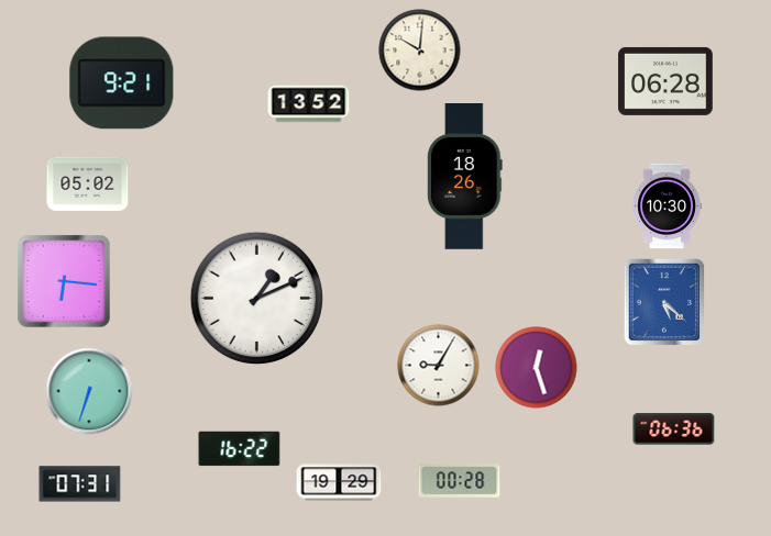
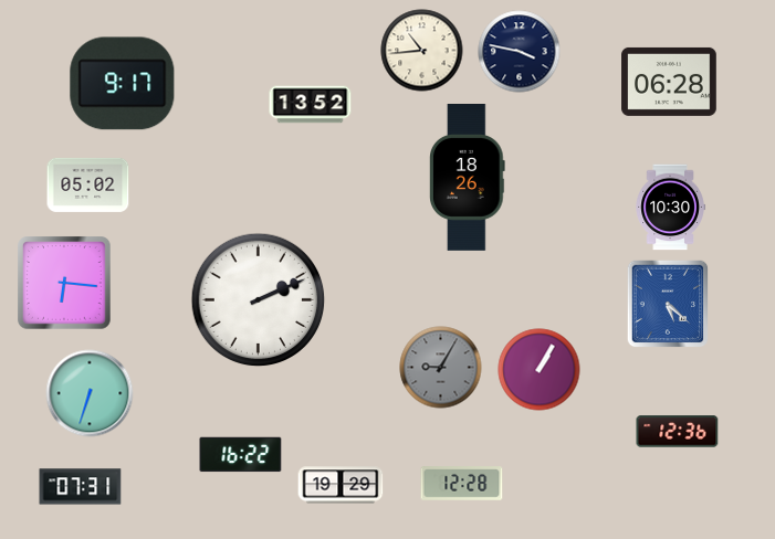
clock at (420, 51): 10:01 -> 10:44
clock at (520, 52): none -> 3:47
clock at (122, 83): 9:21 -> 9:17
clock at (257, 299): 1:11 -> 2:11
clock at (439, 366) dial: white -> grey
clock at (537, 368): 12:27 -> 1:05
clock at (674, 429): 06:36 -> 12:36
clock at (240, 449) position: (240, 449) -> (241, 455)
clock at (460, 481): 00:28 -> 12:28
